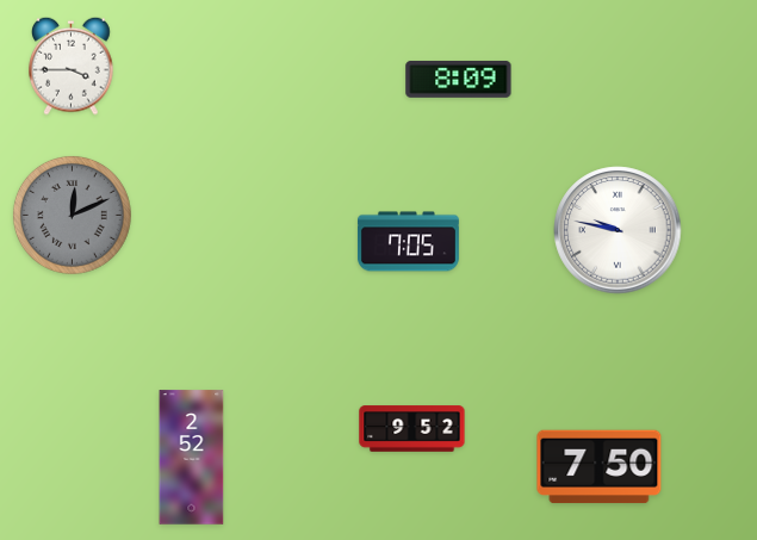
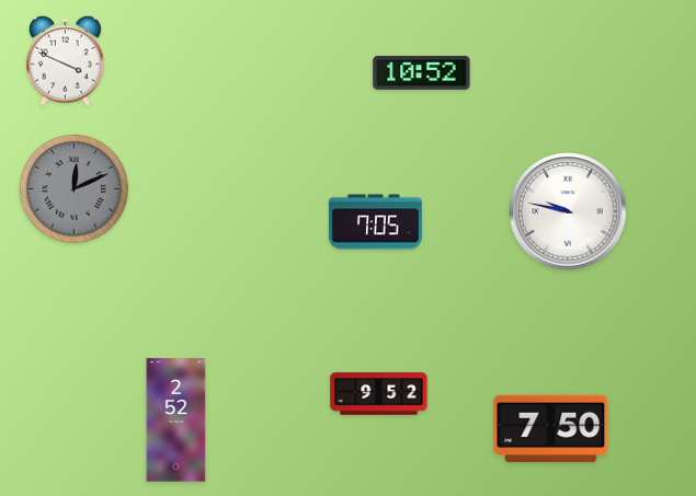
clock at (72, 66): 3:45 -> 3:49
clock at (459, 79): 8:09 -> 10:52
clock at (72, 215) position: (72, 215) -> (73, 188)
